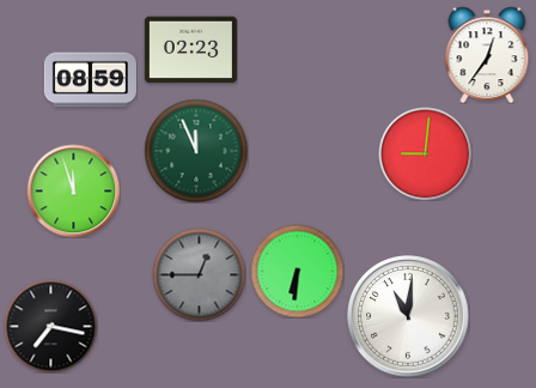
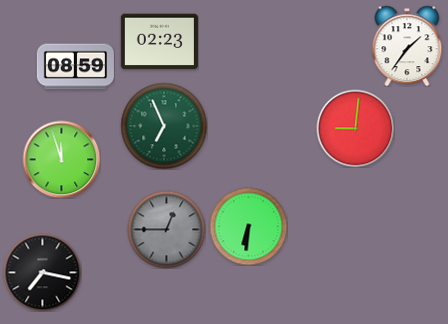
clock at (487, 55): 12:36 -> 1:36
clock at (196, 151): 11:56 -> 6:56
clock at (409, 317): 11:01 -> none
